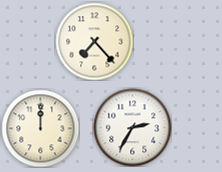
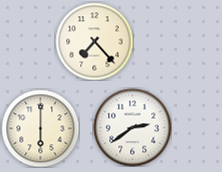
clock at (132, 127): 2:35 -> 2:39
clock at (40, 128): 12:00 -> 6:00
